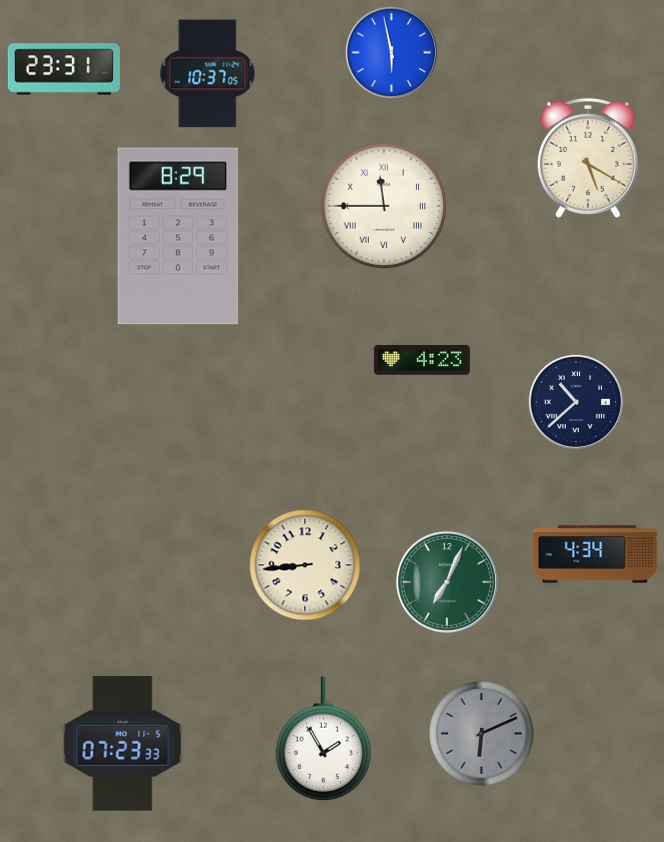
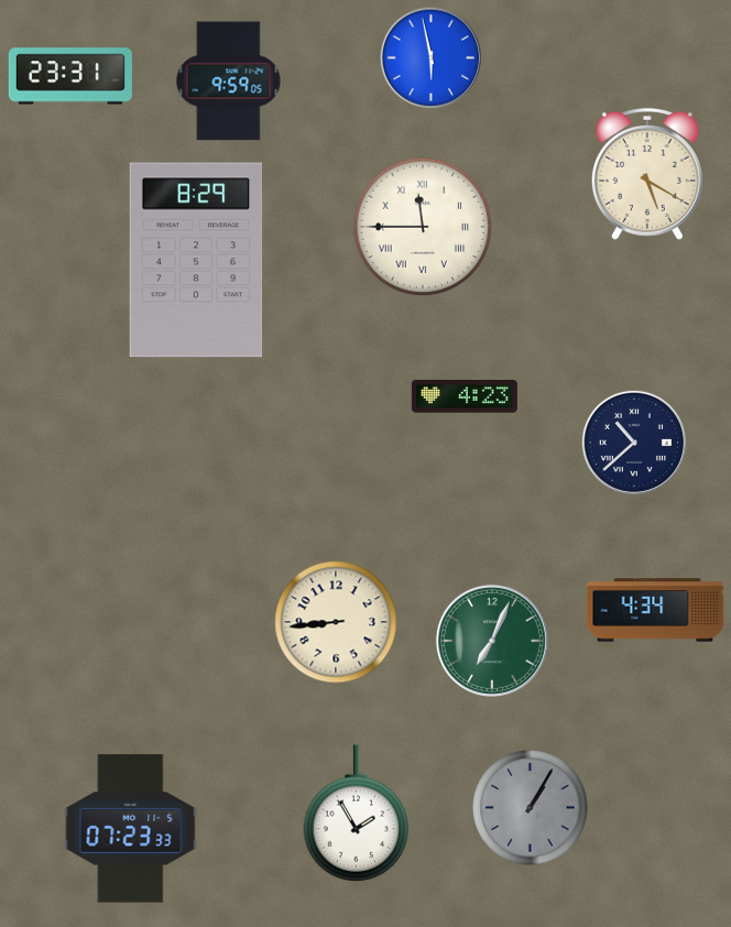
clock at (208, 74): 10:37 -> 9:59
clock at (482, 734): 6:11 -> 1:05
clock at (123, 744) position: (123, 744) -> (131, 829)
